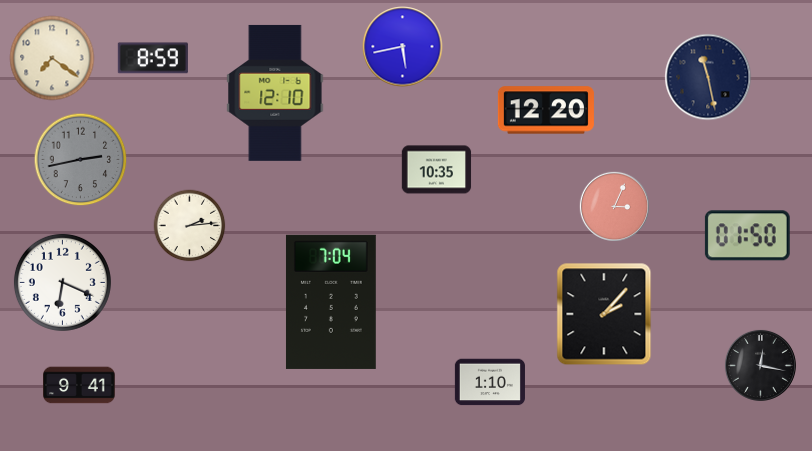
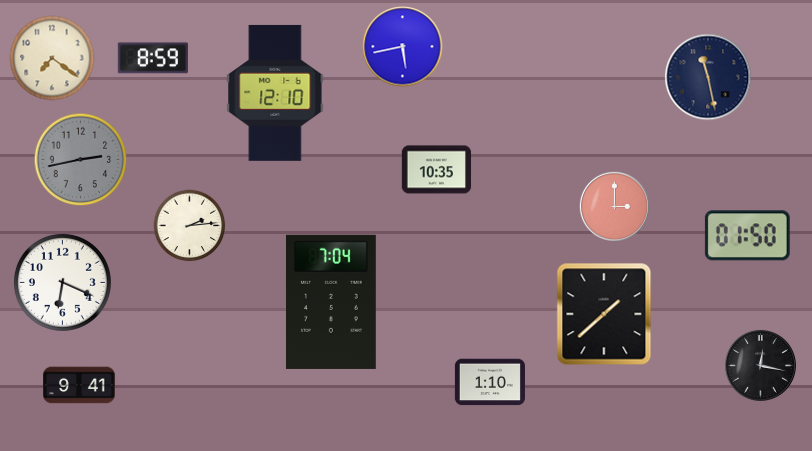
clock at (546, 110): 12:20 -> none
clock at (614, 206): 3:04 -> 3:00
clock at (604, 314): 2:07 -> 1:38
